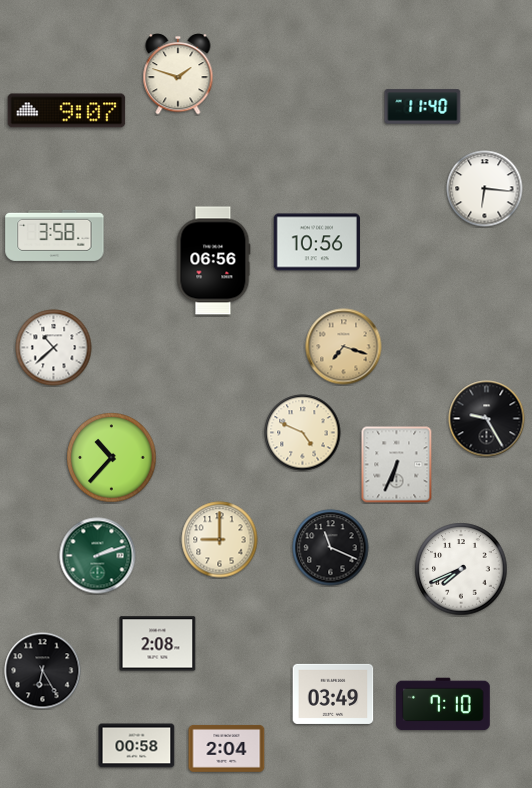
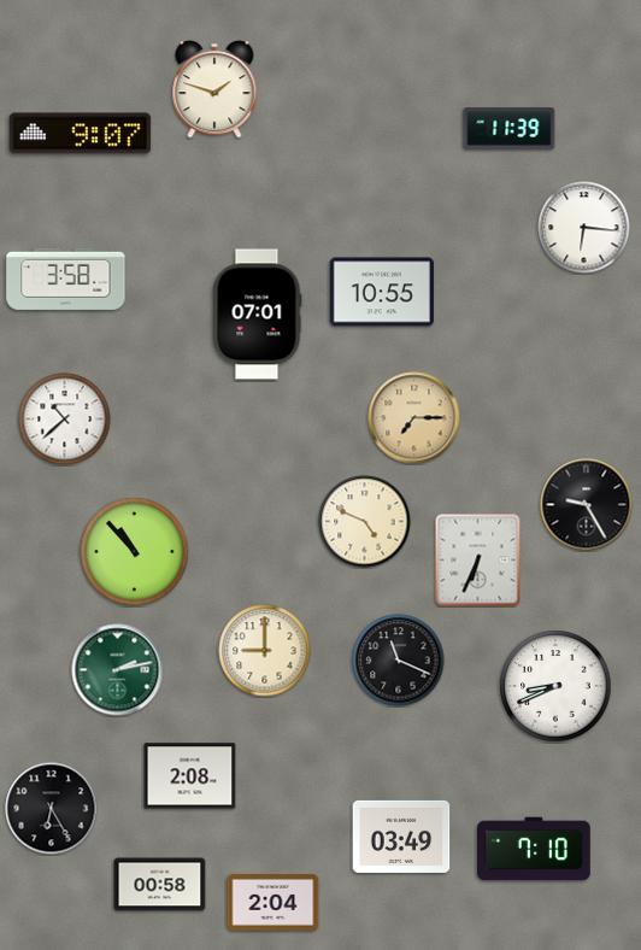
clock at (423, 107): 11:40 -> 11:39
clock at (55, 235) position: (55, 235) -> (66, 278)
clock at (317, 242): 10:56 -> 10:55
clock at (214, 261): 06:56 -> 07:01
clock at (344, 347): 7:18 -> 7:15
clock at (112, 458): 10:37 -> 10:53
clock at (98, 556): 2:12 -> 2:13
clock at (461, 569): 7:41 -> 8:41
clock at (137, 746) position: (137, 746) -> (160, 885)
